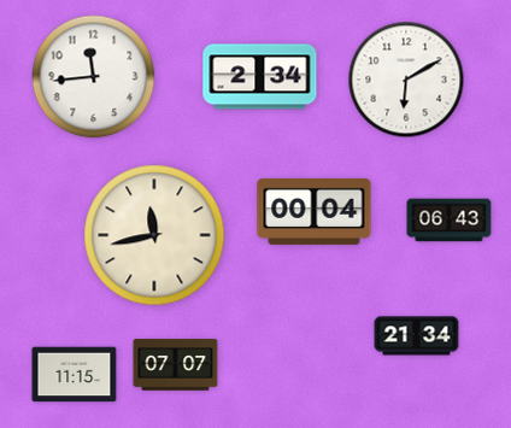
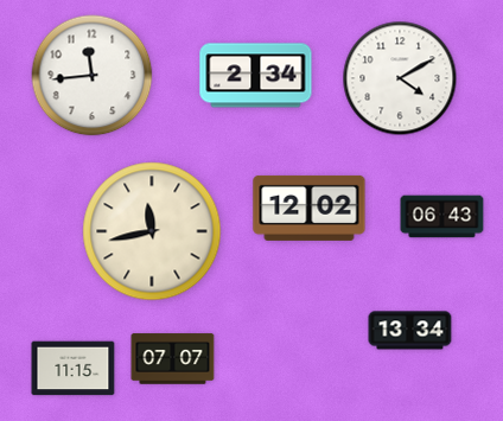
clock at (406, 80): 6:10 -> 4:10
clock at (315, 211): 00:04 -> 12:02
clock at (417, 336): 21:34 -> 13:34
